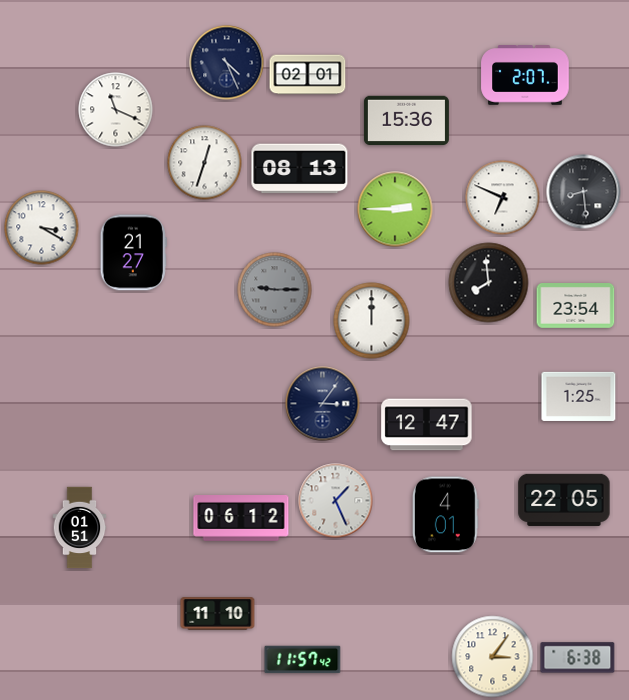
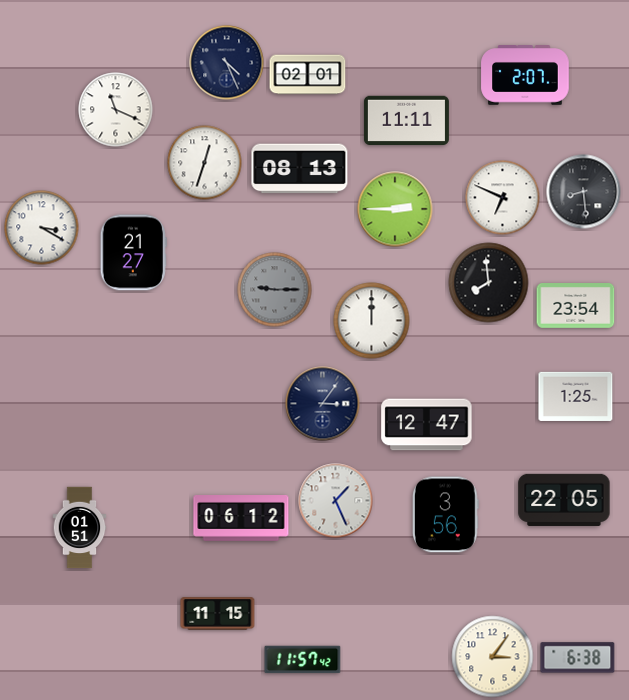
clock at (406, 121): 15:36 -> 11:11
clock at (579, 396) position: (579, 396) -> (576, 396)
clock at (445, 515): 4:01 -> 3:56
clock at (218, 614): 11:10 -> 11:15
